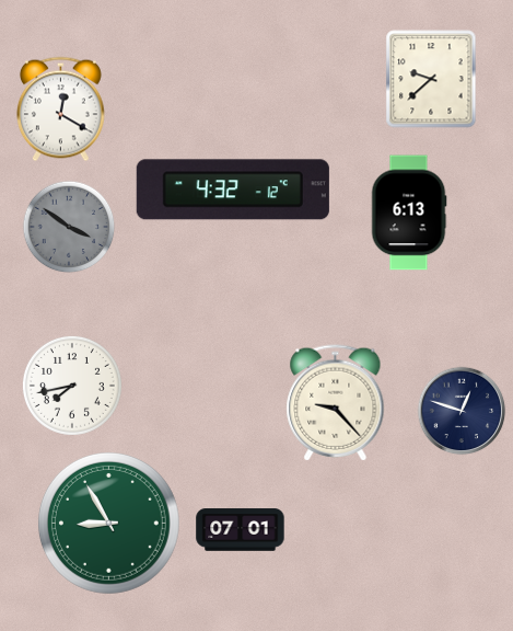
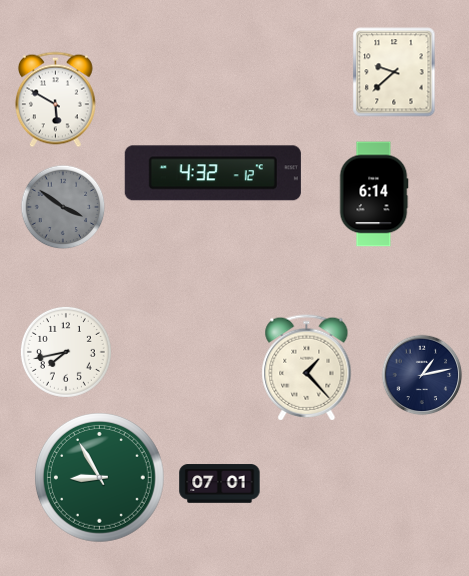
clock at (60, 110): 12:20 -> 5:50
clock at (409, 213): 6:13 -> 6:14
clock at (336, 403): 9:23 -> 1:23
clock at (462, 411): 12:48 -> 1:13
